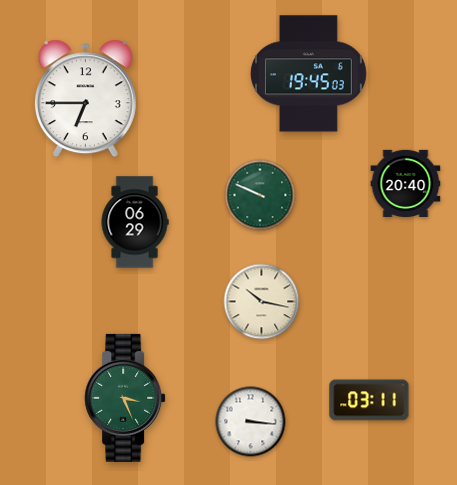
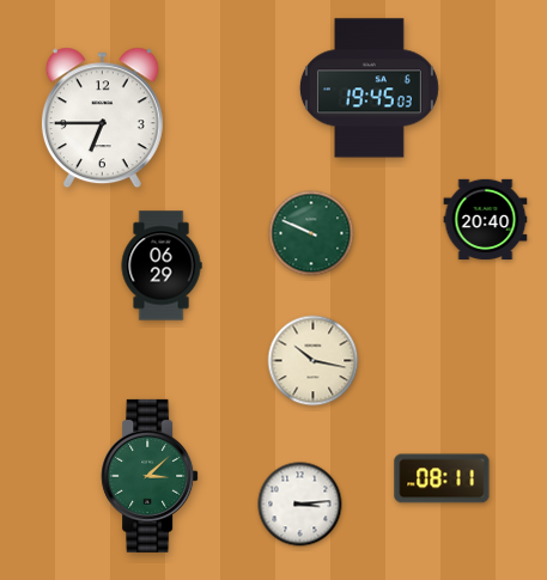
clock at (125, 398): 3:26 -> 3:08
clock at (369, 400): 03:11 -> 08:11
clock at (251, 422): 3:16 -> 3:14
